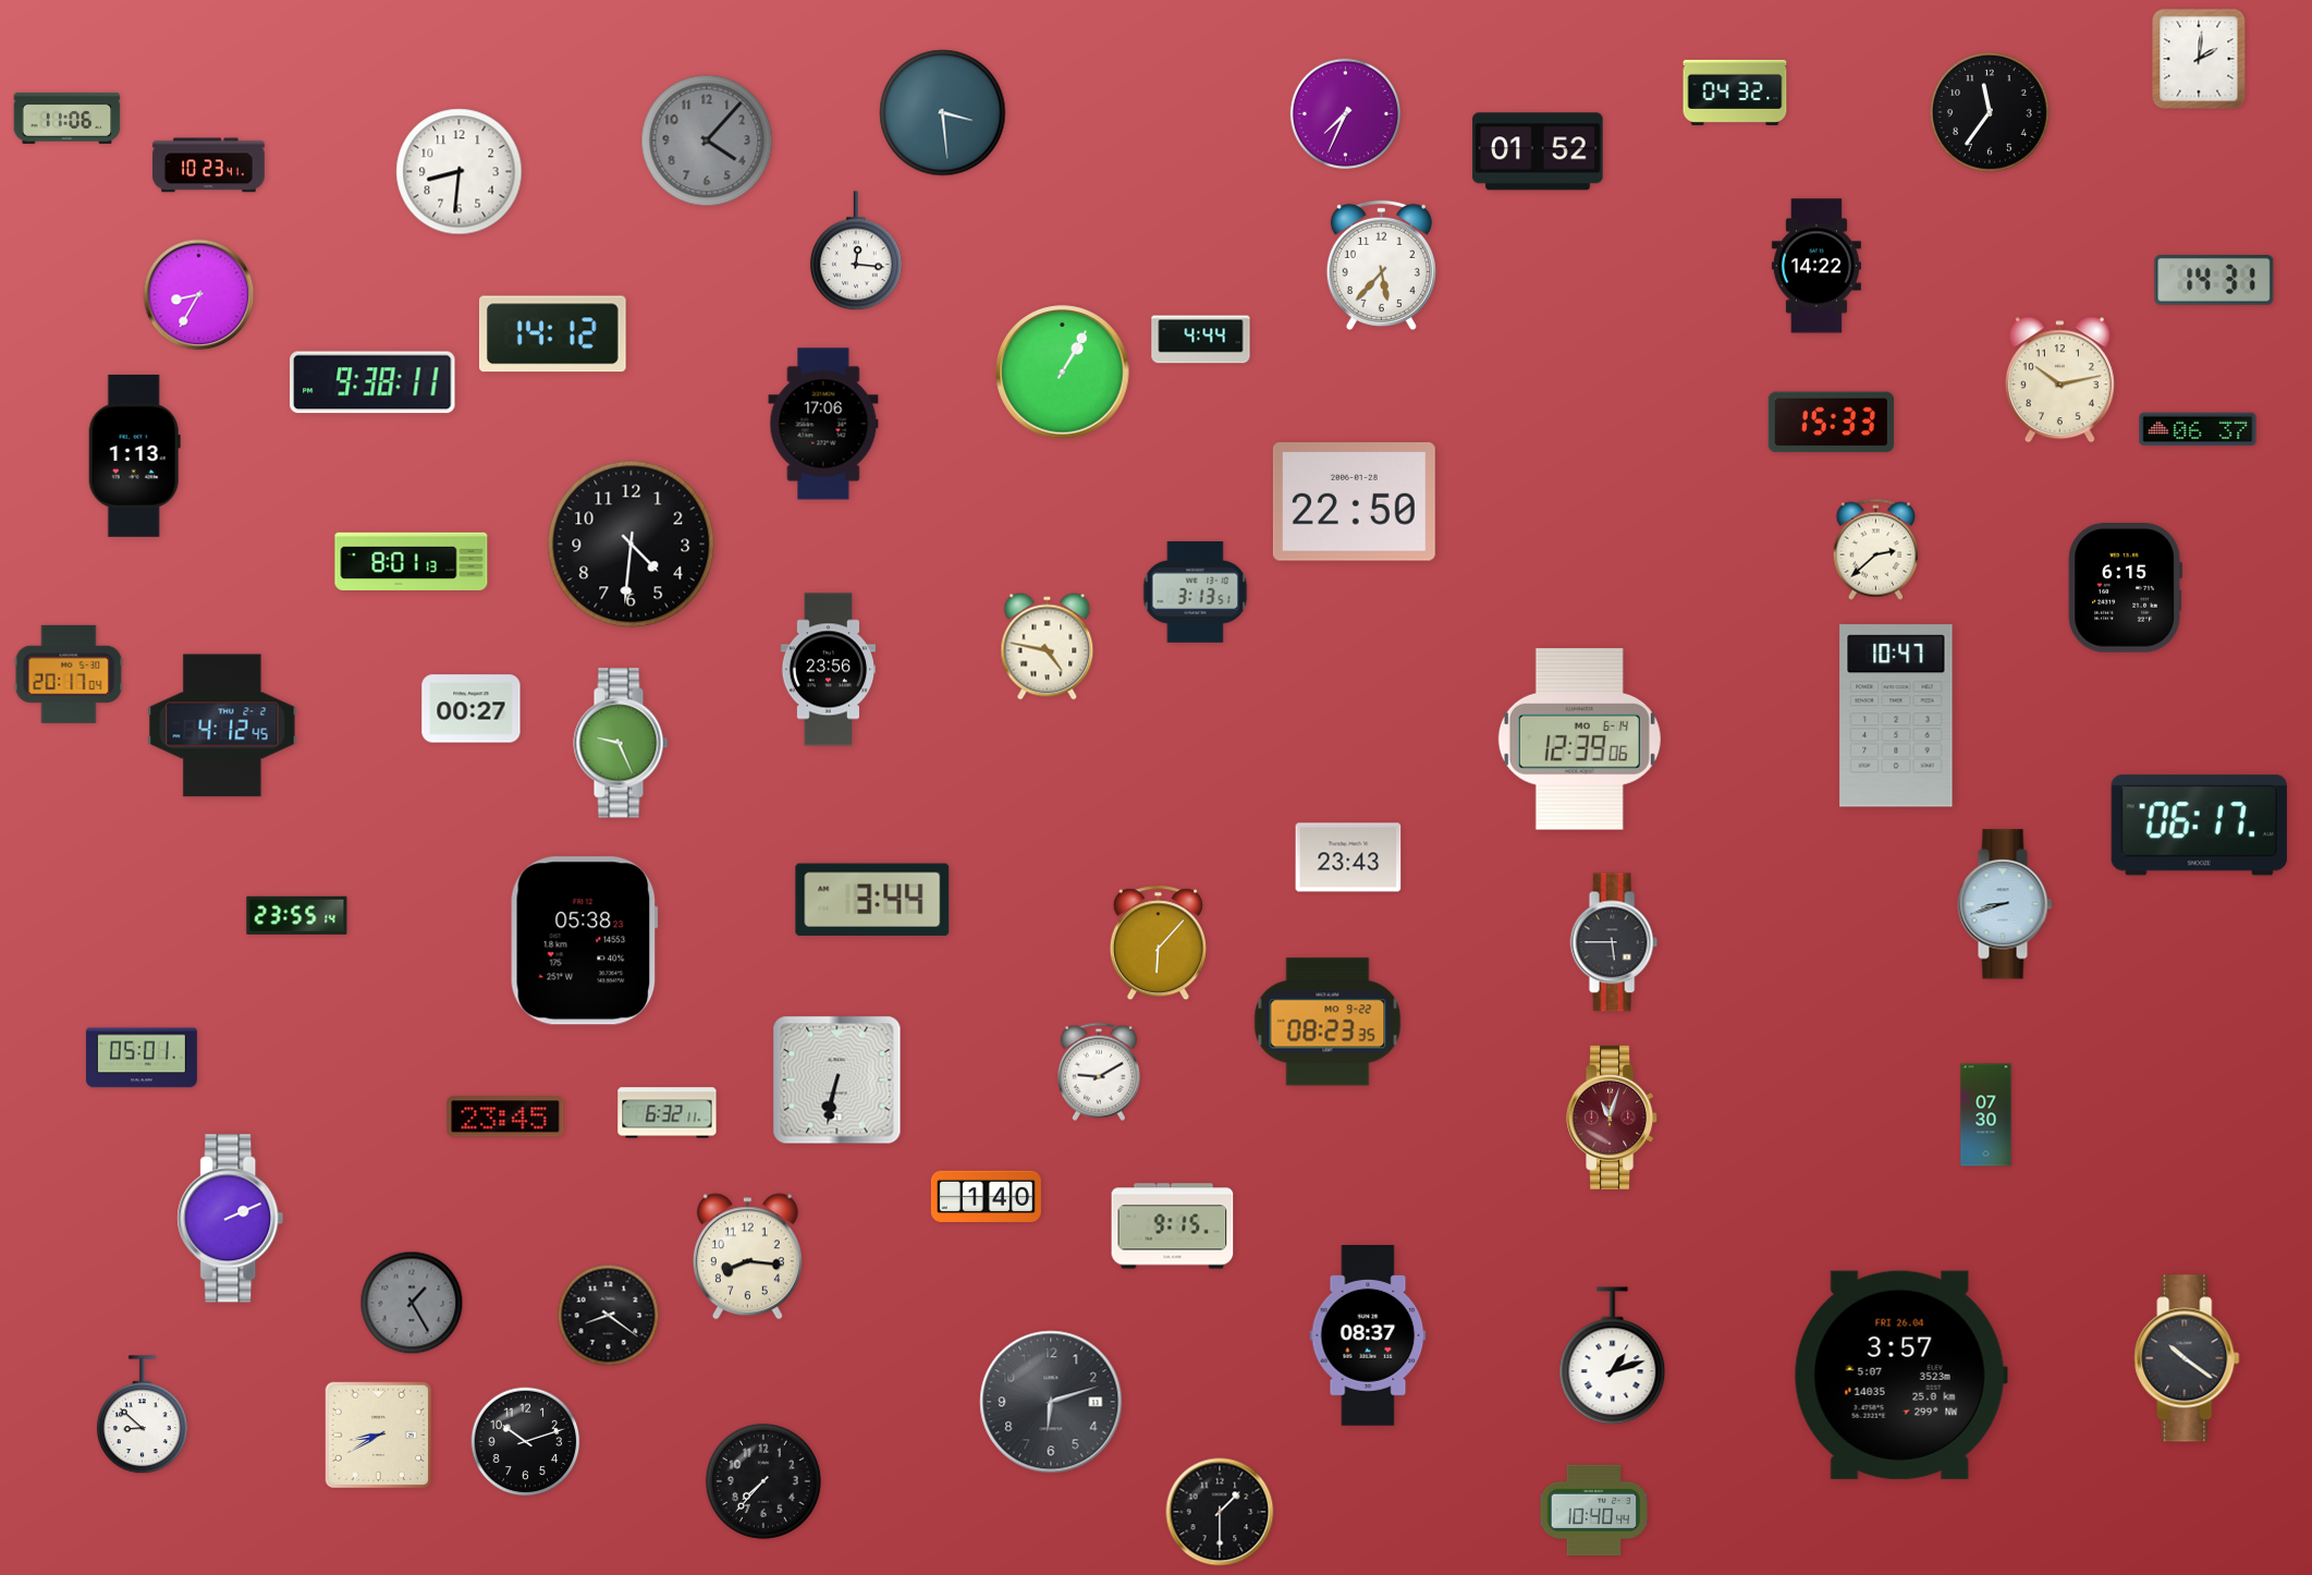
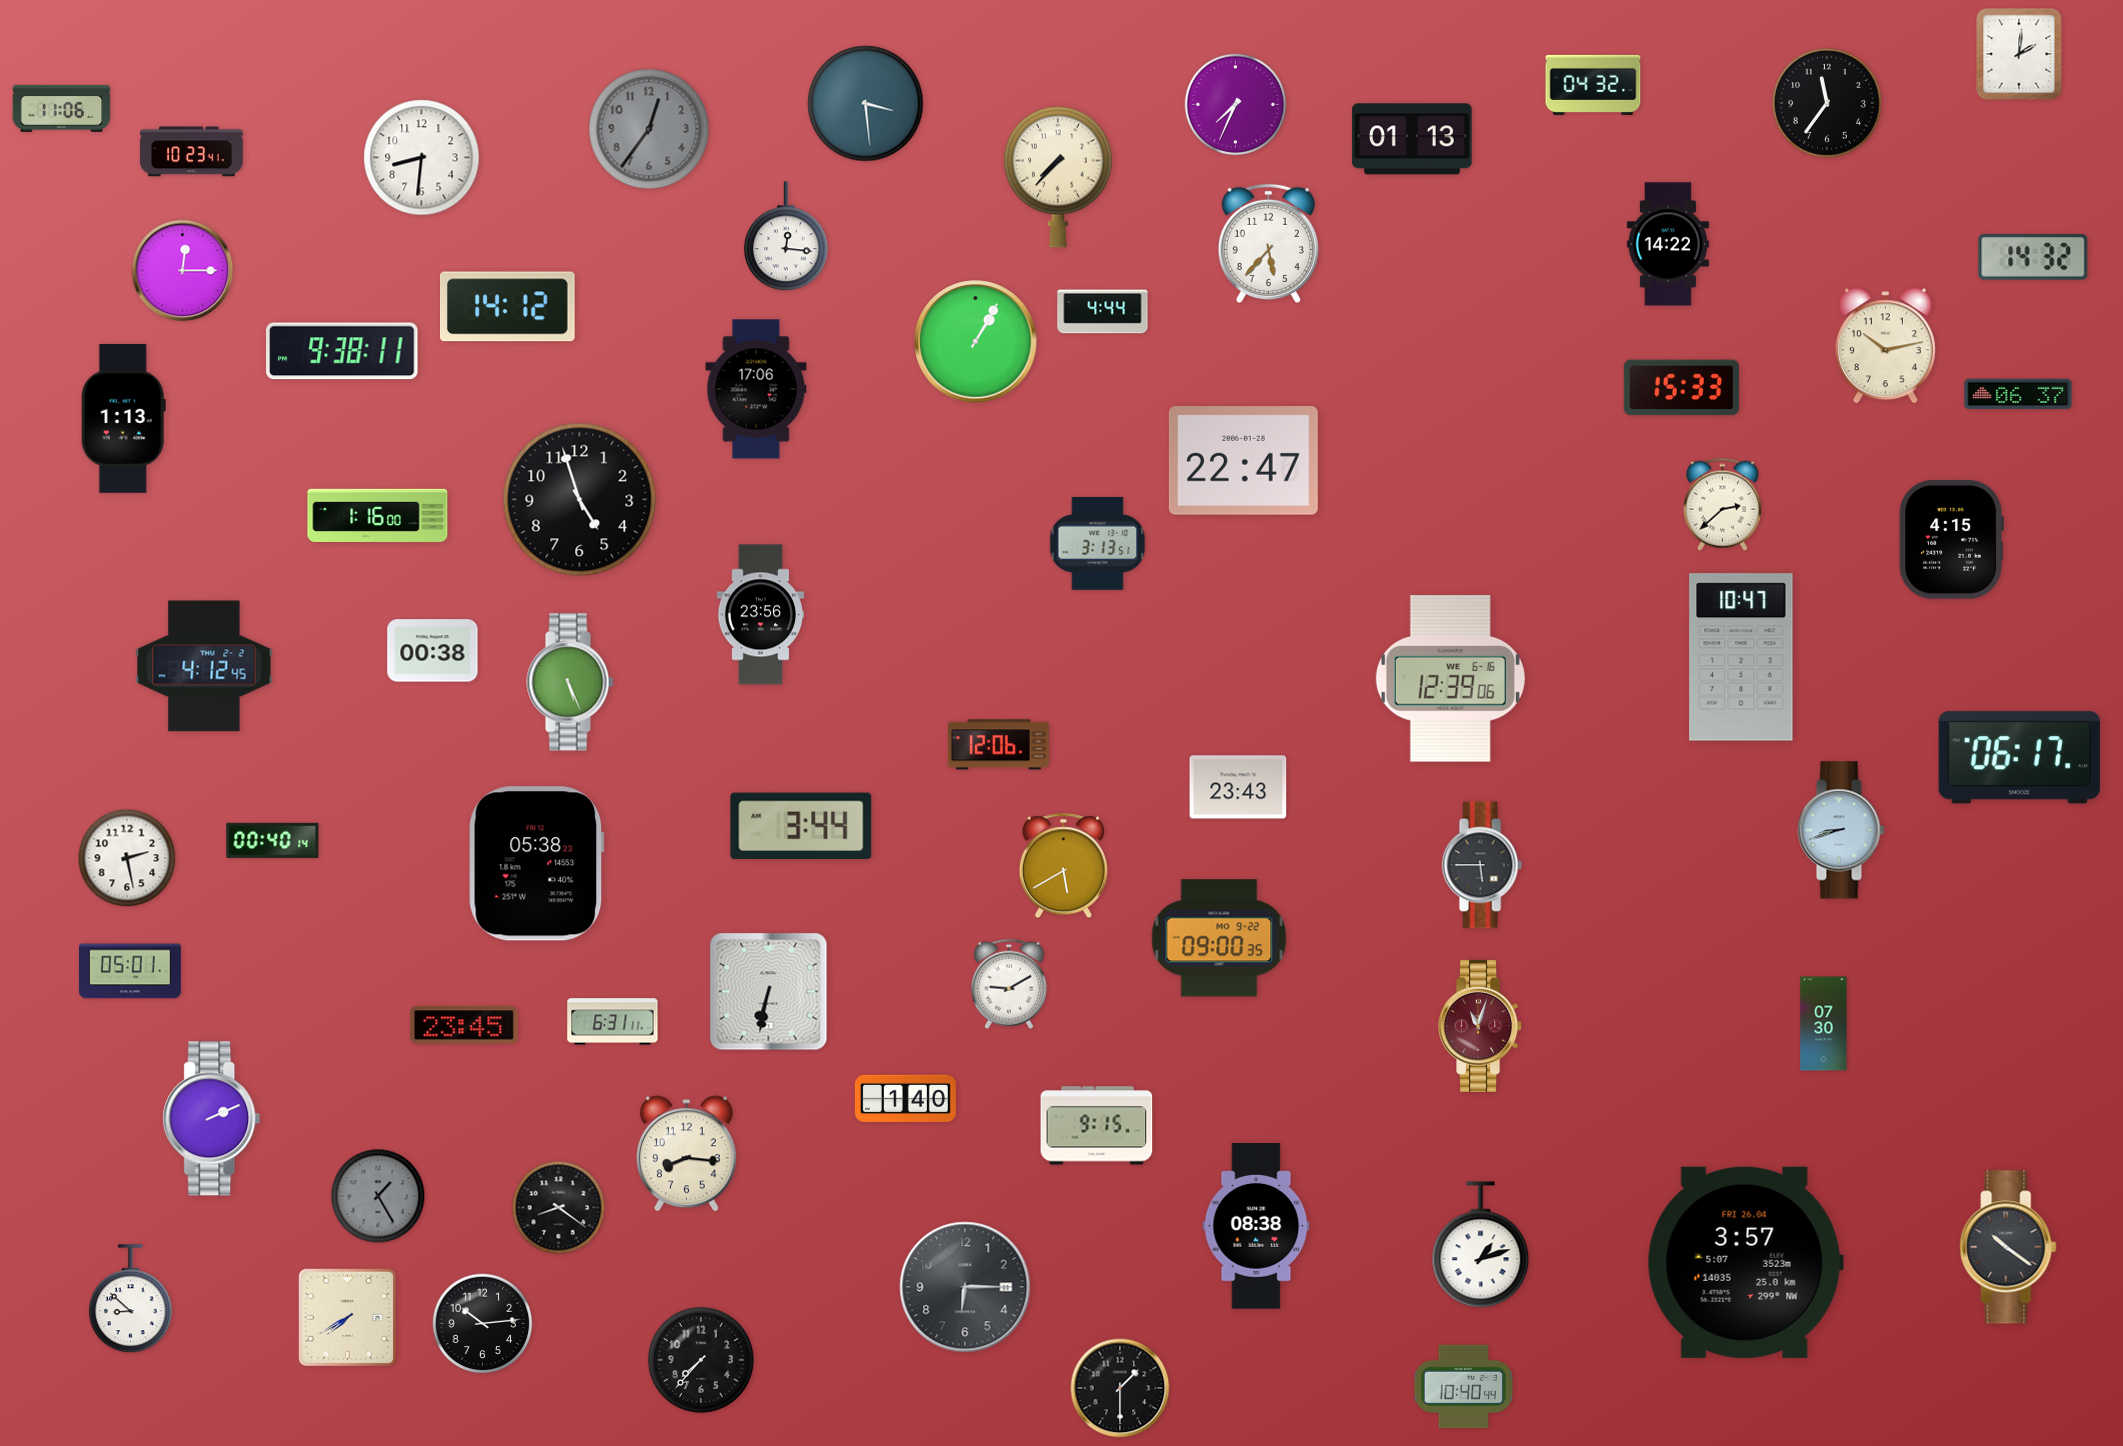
clock at (707, 141): 4:07 -> 12:36
clock at (1538, 151): 01:52 -> 01:13
clock at (1059, 177): none -> 7:37
clock at (856, 252) position: (856, 252) -> (786, 237)
clock at (2214, 281): 14:31 -> 14:32
clock at (199, 295): 8:35 -> 12:15
clock at (2059, 380) position: (2059, 380) -> (1885, 346)
clock at (1354, 502): 22:50 -> 22:47
clock at (632, 545): 4:31 -> 4:57
clock at (412, 561): 8:01 -> 1:16
clock at (2125, 588): 6:15 -> 4:15
clock at (1048, 647): 4:47 -> none
clock at (69, 674): 20:17 -> none
clock at (472, 709): 00:27 -> 00:38
clock at (1579, 740) date: MO 6-14 -> WE 6-16
clock at (621, 743): 9:26 -> 5:26
clock at (998, 745): none -> 12:06
clock at (297, 915): 23:55 -> 00:40
clock at (127, 858): none -> 2:28
clock at (1158, 943): 6:07 -> 5:40
clock at (1328, 1022): 08:23 -> 09:00
clock at (668, 1113): 6:32 -> 6:31
clock at (1173, 1226) position: (1173, 1226) -> (1097, 1126)
clock at (1368, 1335): 08:37 -> 08:38
clock at (1051, 1402): 6:12 -> 6:15
clock at (379, 1436): 8:40 -> 7:40
clock at (526, 1442): 10:12 -> 10:14
